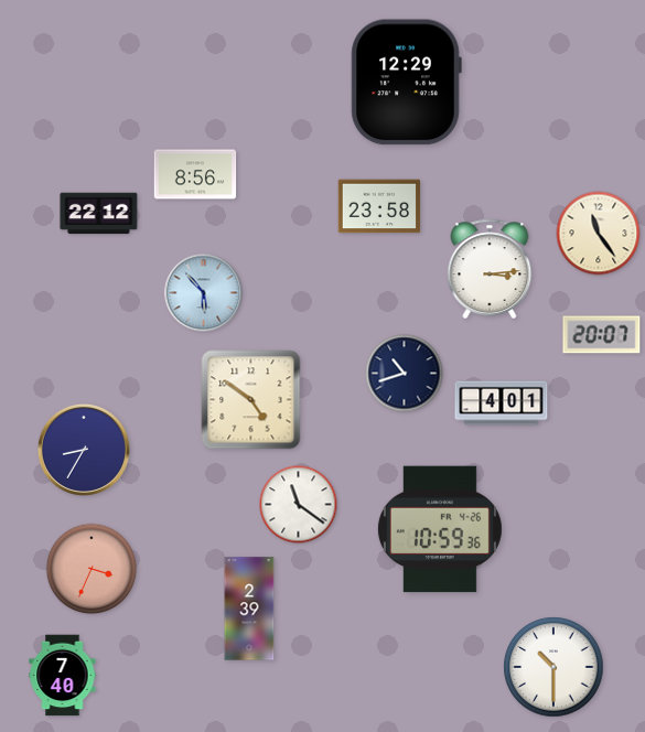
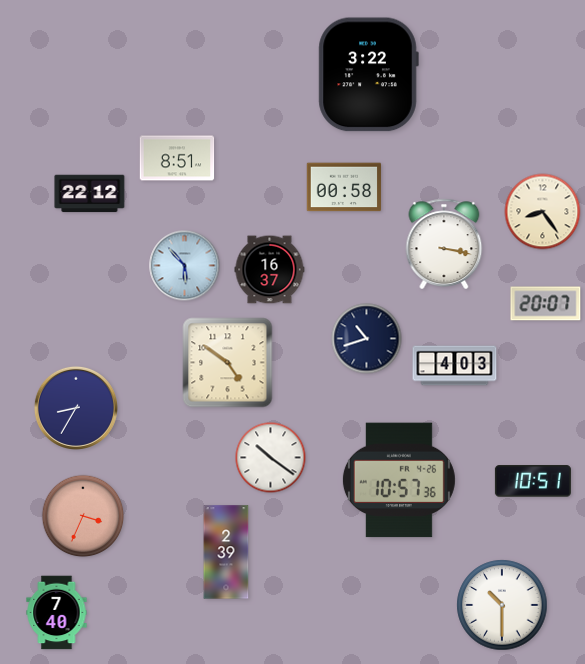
clock at (406, 83): 12:29 -> 3:22
clock at (195, 174): 8:56 -> 8:51
clock at (379, 206): 23:58 -> 00:58
clock at (599, 234): 11:24 -> 8:24
clock at (490, 268): 3:14 -> 3:17
clock at (270, 270): none -> 16:37
clock at (502, 403): 4:01 -> 4:03
clock at (299, 505): 11:21 -> 10:21
clock at (440, 529): 10:59 -> 10:57
clock at (533, 481): none -> 10:51
